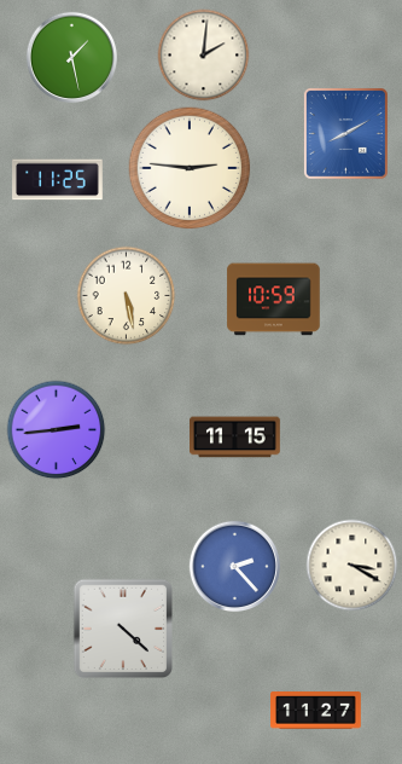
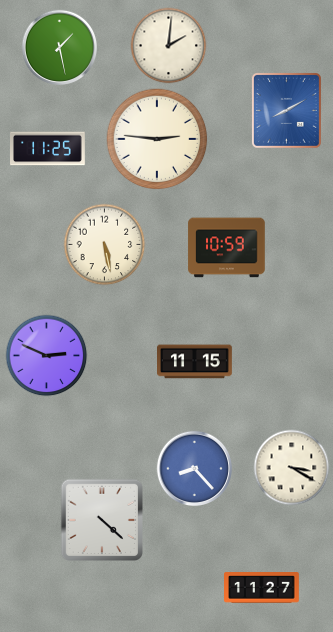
clock at (57, 430): 2:44 -> 2:49
clock at (234, 566): 2:23 -> 8:23
